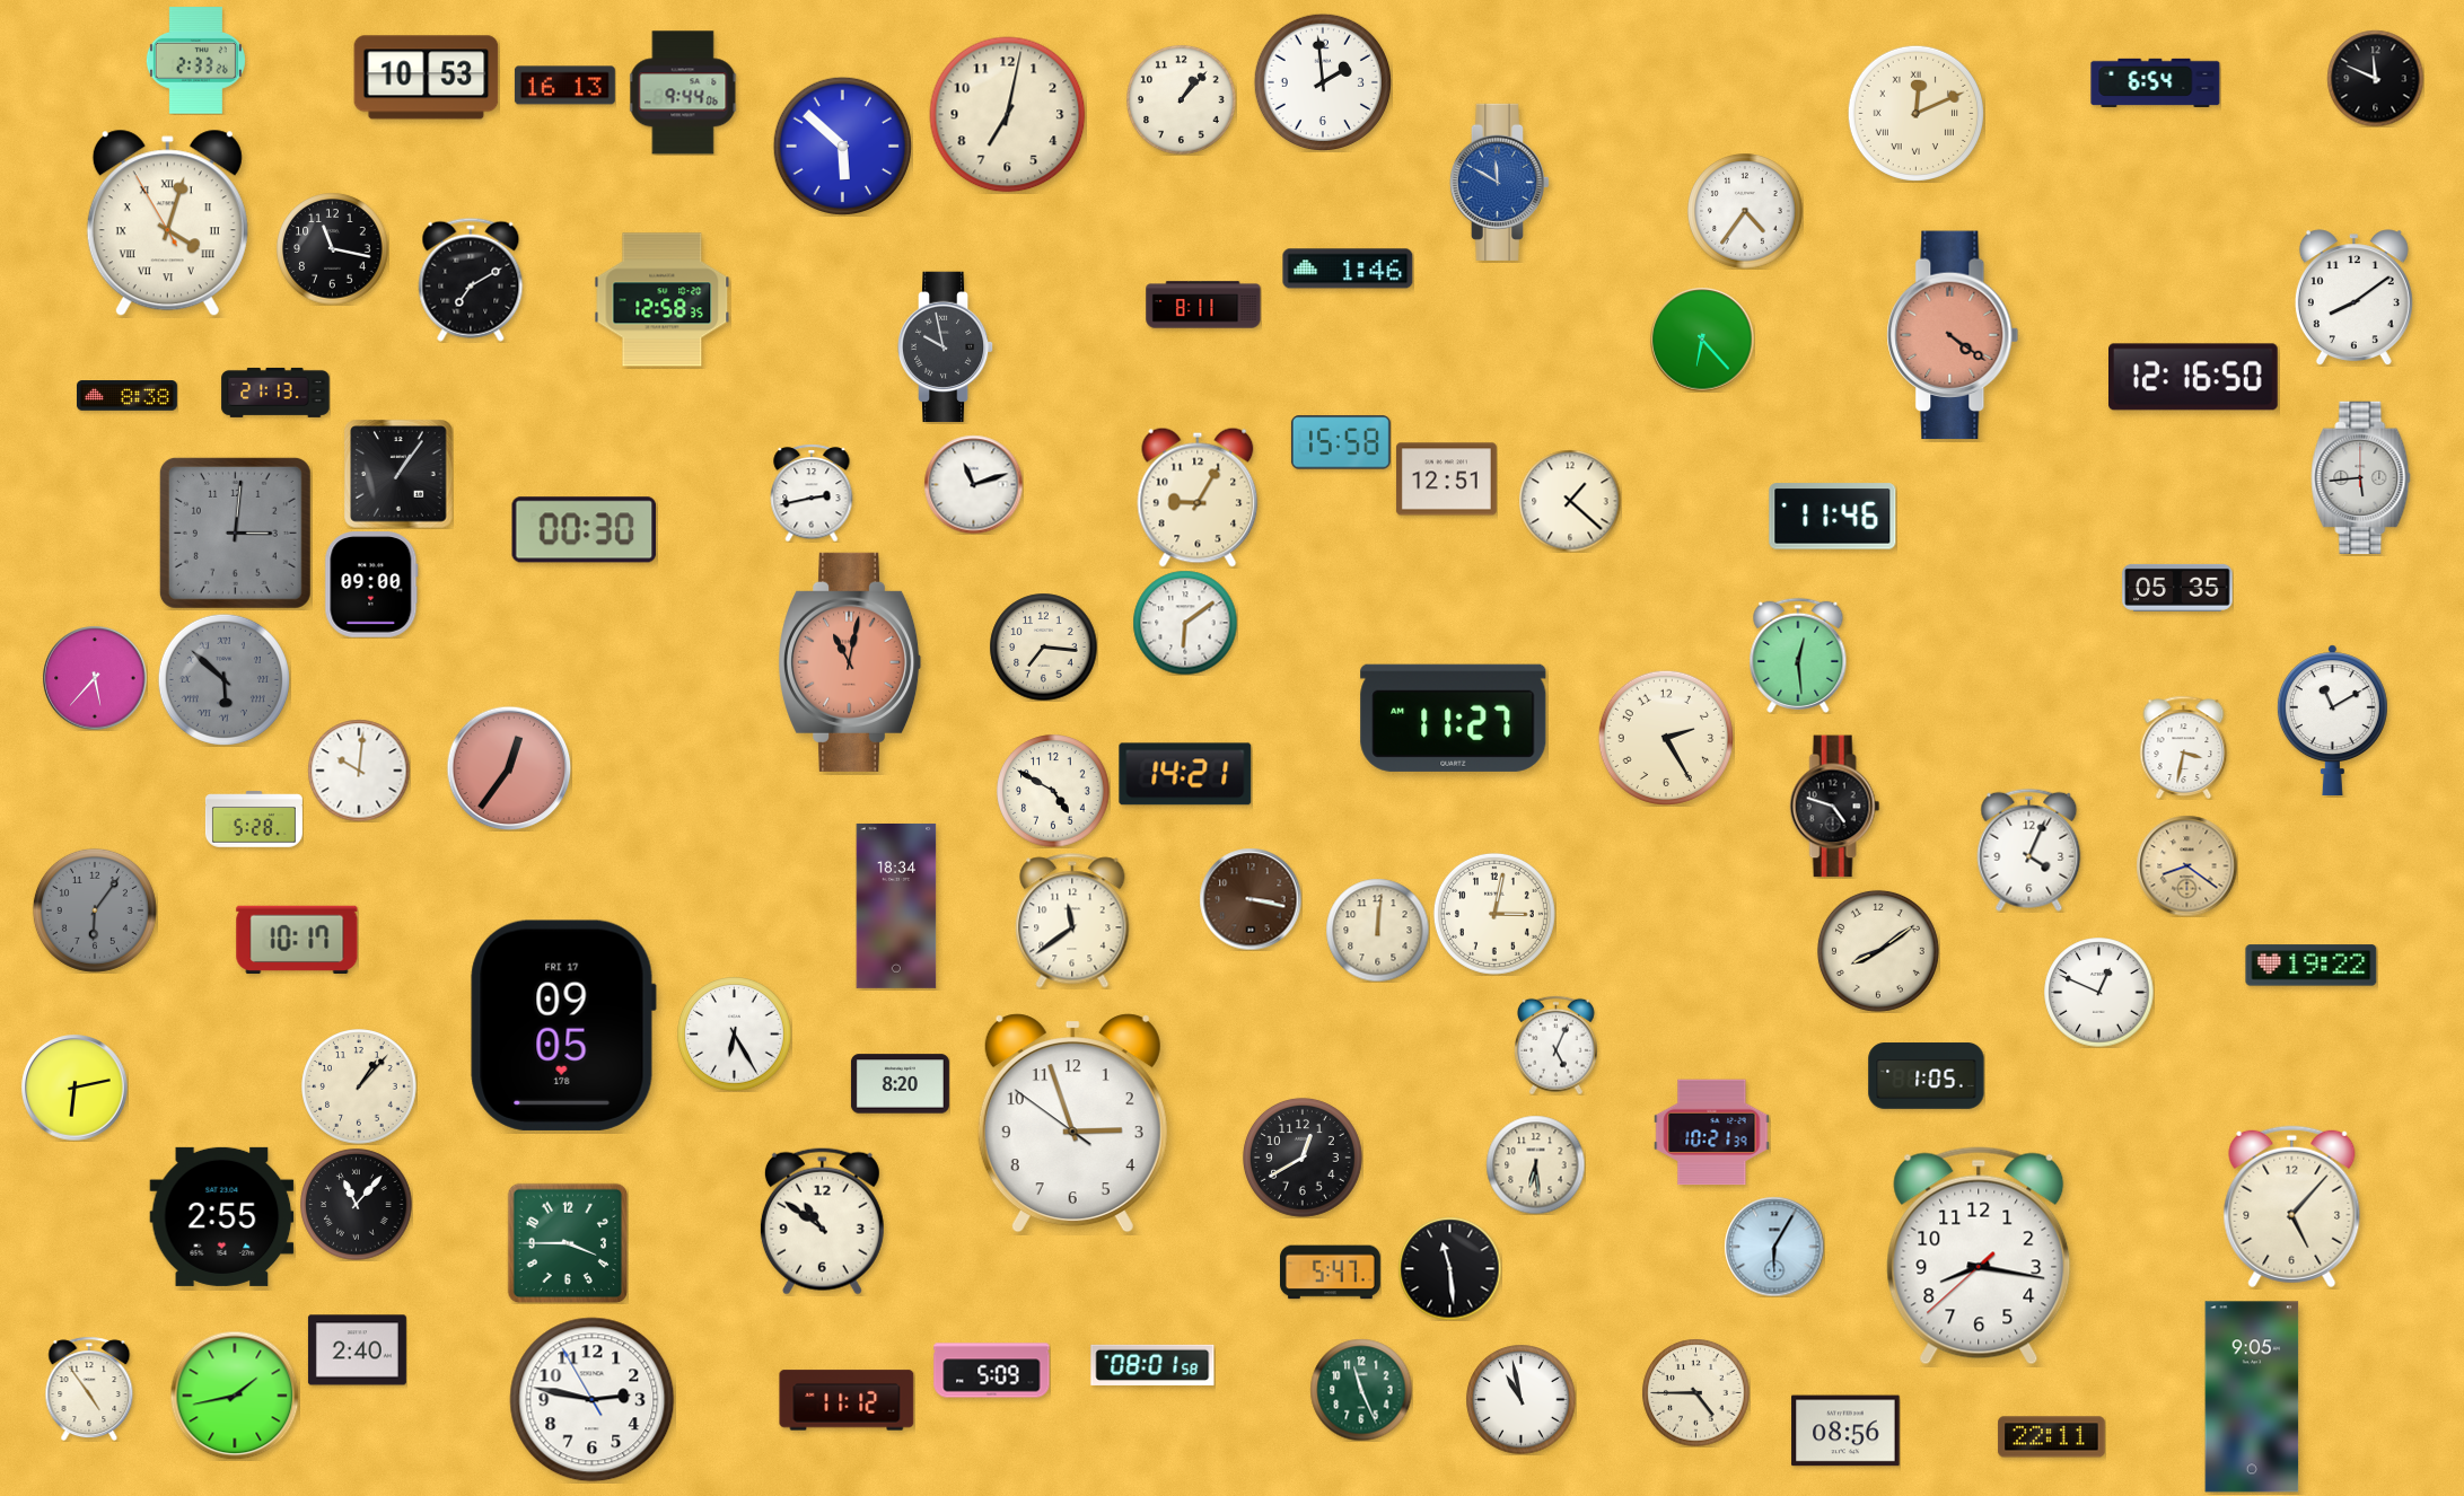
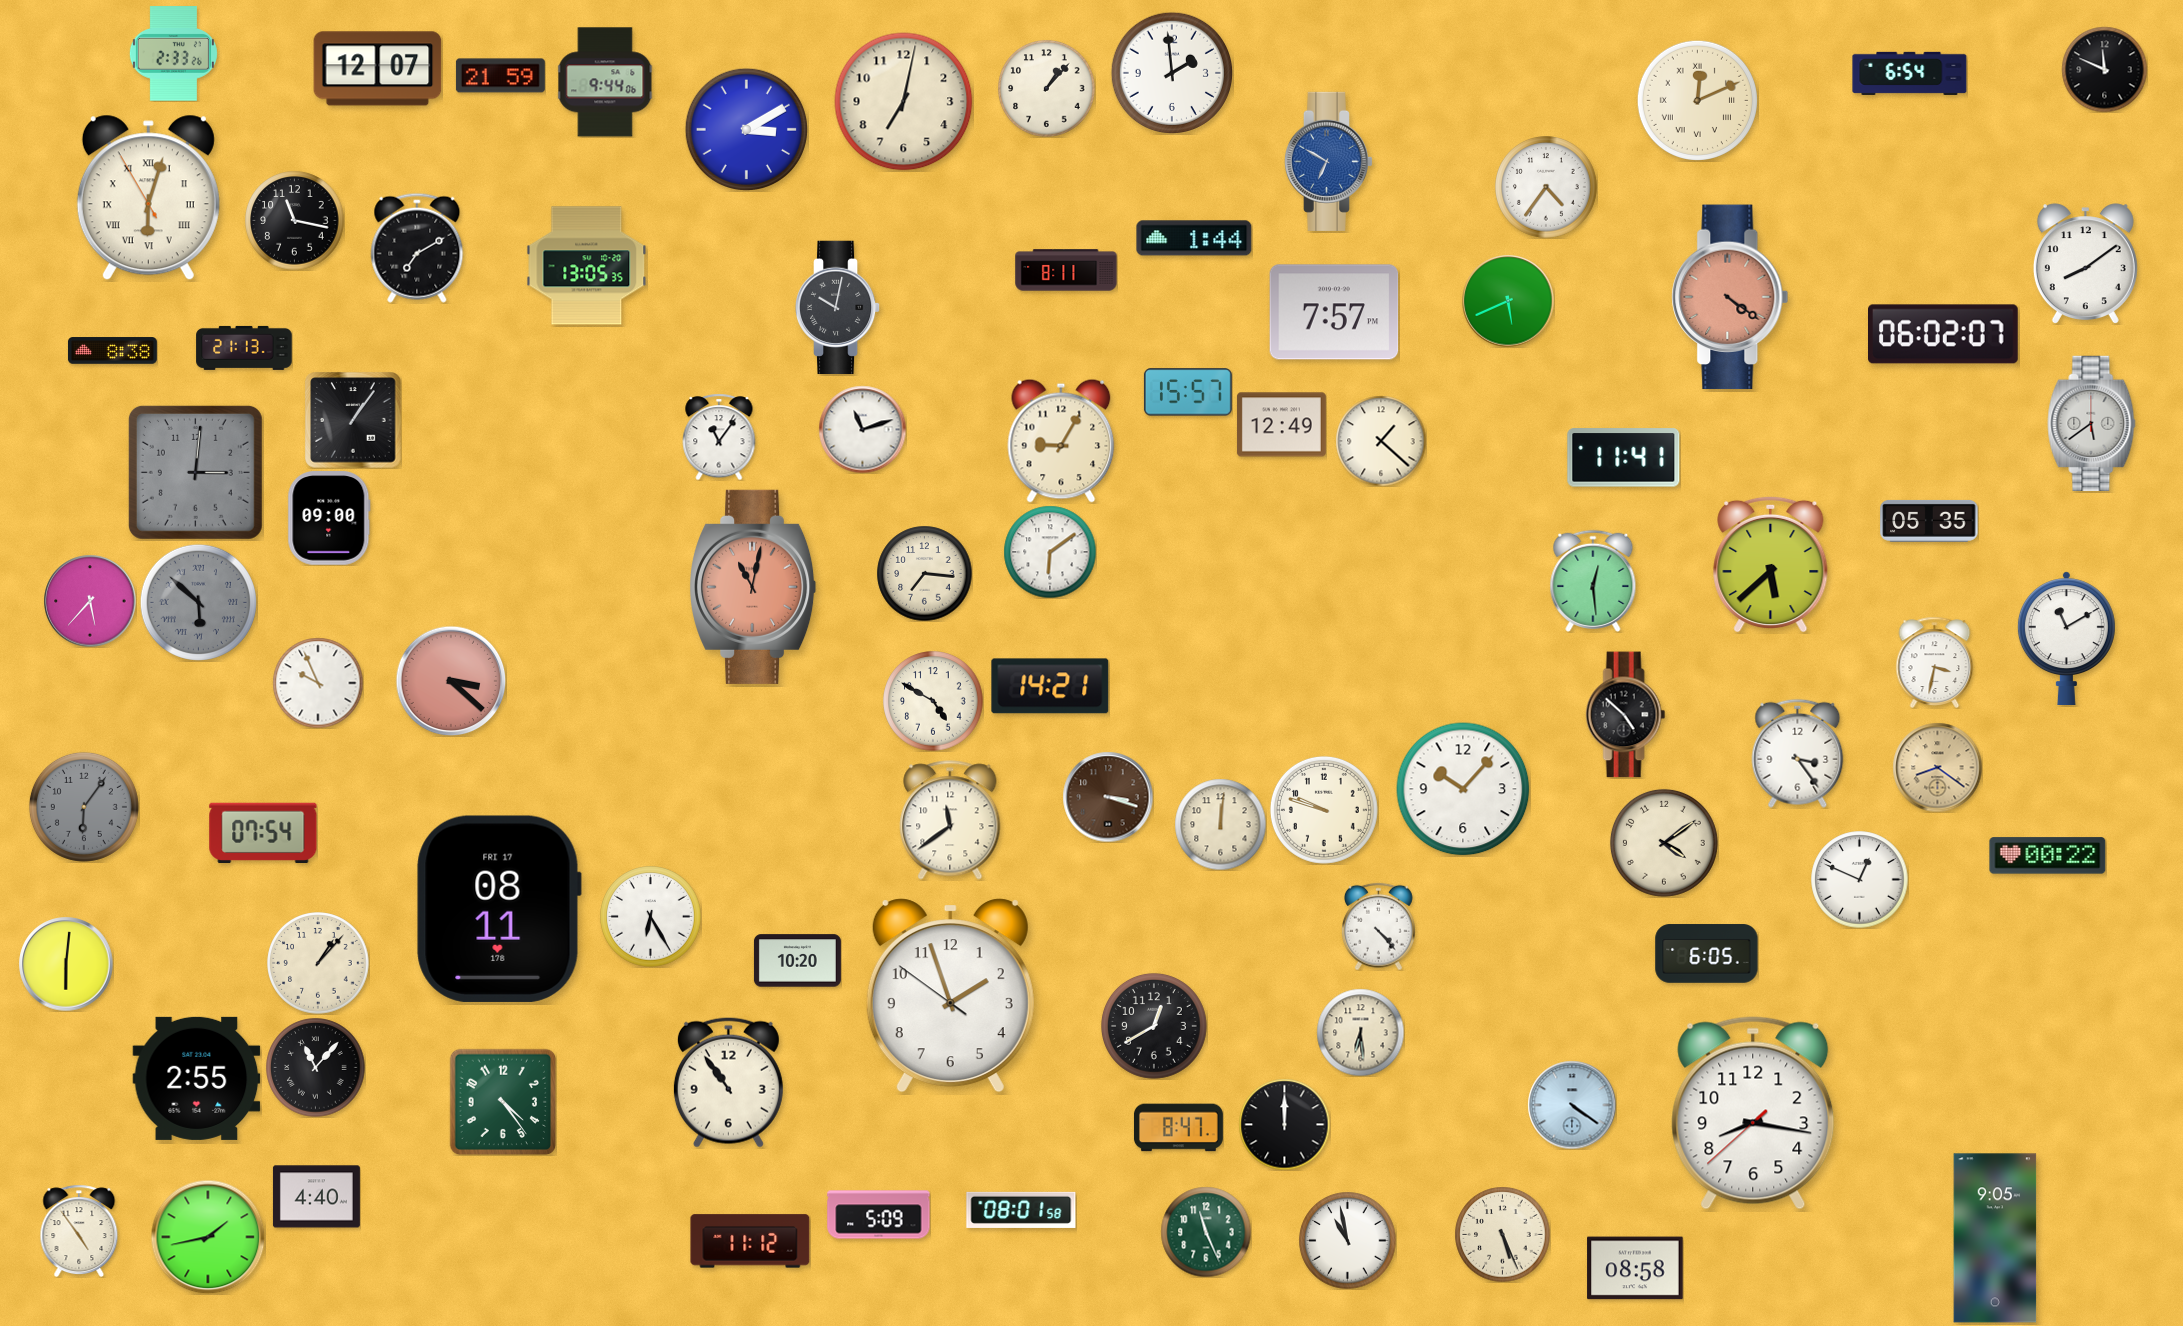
clock at (427, 78): 10:53 -> 12:07
clock at (564, 86): 16:13 -> 21:59
clock at (1008, 115) position: (1008, 115) -> (904, 102)
clock at (842, 146): 5:52 -> 3:10
clock at (1499, 182): 11:50 -> 6:50
clock at (167, 223): 4:02 -> 6:02
clock at (1348, 269): 1:46 -> 1:44
clock at (663, 300): 12:58 -> 13:05
clock at (1702, 340): 6:23 -> 5:41
clock at (946, 347): 9:58 -> 10:02
clock at (1334, 312): none -> 7:57
clock at (2194, 377): 12:16 -> 06:02
clock at (1341, 442): 15:58 -> 15:57
clock at (2361, 477): 5:44 -> 5:39
clock at (1446, 479): 12:51 -> 12:49
clock at (812, 493): 2:43 -> 11:06
clock at (1570, 501) position: (1570, 501) -> (1381, 441)
clock at (1833, 517): 11:46 -> 11:41
clock at (585, 530): 00:30 -> none
clock at (235, 533) position: (235, 533) -> (195, 472)
clock at (1771, 564): none -> 5:38
clock at (95, 678) position: (95, 678) -> (90, 601)
clock at (1454, 718): 11:27 -> none
clock at (1666, 738): 2:25 -> none
clock at (509, 768): 12:36 -> 3:22
clock at (359, 771): 10:01 -> 9:56
clock at (1835, 807): 4:48 -> 4:52
clock at (254, 819): 5:28 -> none
clock at (2029, 850): 4:04 -> 3:24
clock at (1463, 789): none -> 10:07
clock at (1251, 899): 3:17 -> 3:18
clock at (896, 906): 18:34 -> none
clock at (1494, 914): 3:02 -> 9:48
clock at (1072, 921) position: (1072, 921) -> (950, 820)
clock at (297, 939): 10:17 -> 07:54
clock at (1878, 951): 8:09 -> 4:09
clock at (2312, 966): 19:22 -> 00:22
clock at (563, 1026): 09:05 -> 08:11
clock at (1557, 1045): 5:04 -> 4:23
clock at (1927, 1076): 1:05 -> 6:05
clock at (900, 1084): 8:20 -> 10:20
clock at (74, 1088): 6:13 -> 6:01
clock at (1072, 1124): 2:56 -> 1:56
clock at (1712, 1133): 10:21 -> none
clock at (2292, 1207): 5:07 -> none
clock at (822, 1221): 10:51 -> 10:54
clock at (567, 1242): 3:45 -> 4:24
clock at (1774, 1247): 6:05 -> 4:21
clock at (1449, 1268): 11:29 -> 12:00
clock at (1330, 1273): 5:47 -> 8:47
clock at (357, 1350): 2:40 -> 4:40
clock at (1695, 1392): 4:45 -> 5:26
clock at (593, 1400): 2:46 -> none
clock at (1845, 1431): 08:56 -> 08:58
clock at (2052, 1437): 22:11 -> none
